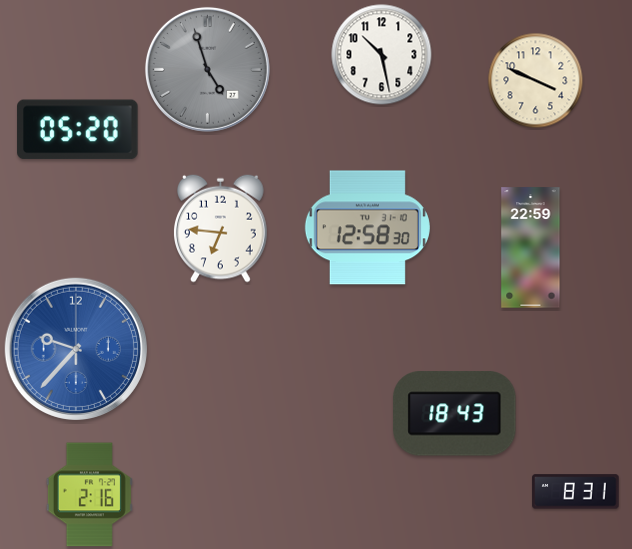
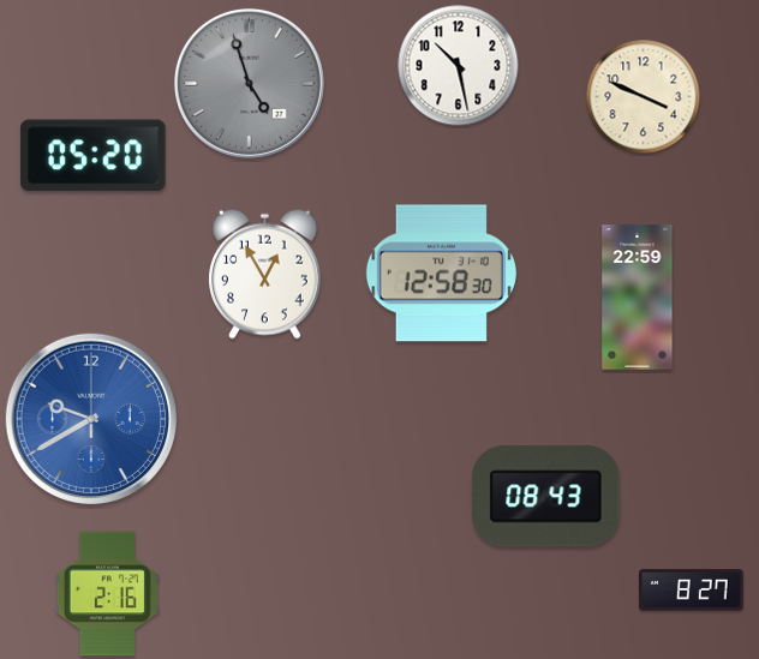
clock at (221, 228): 6:46 -> 12:55
clock at (76, 349): 9:37 -> 9:40
clock at (455, 414): 18:43 -> 08:43
clock at (576, 492): 8:31 -> 8:27
